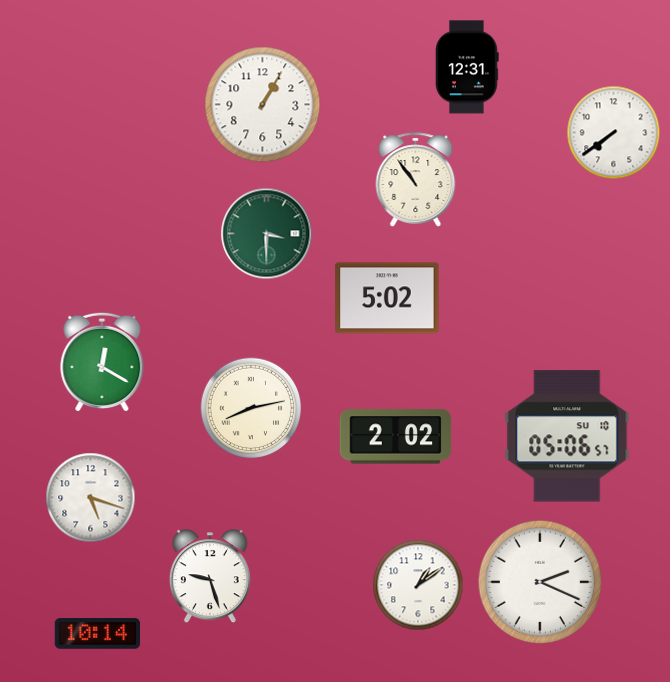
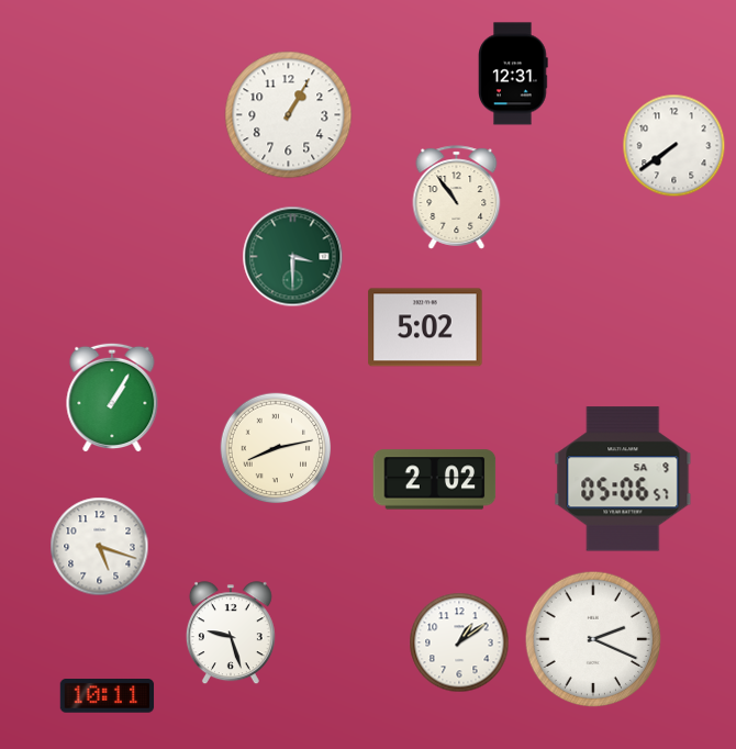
clock at (102, 362): 12:20 -> 1:05
clock at (567, 436) date: SU 10 -> SA 9
clock at (98, 634): 10:14 -> 10:11
